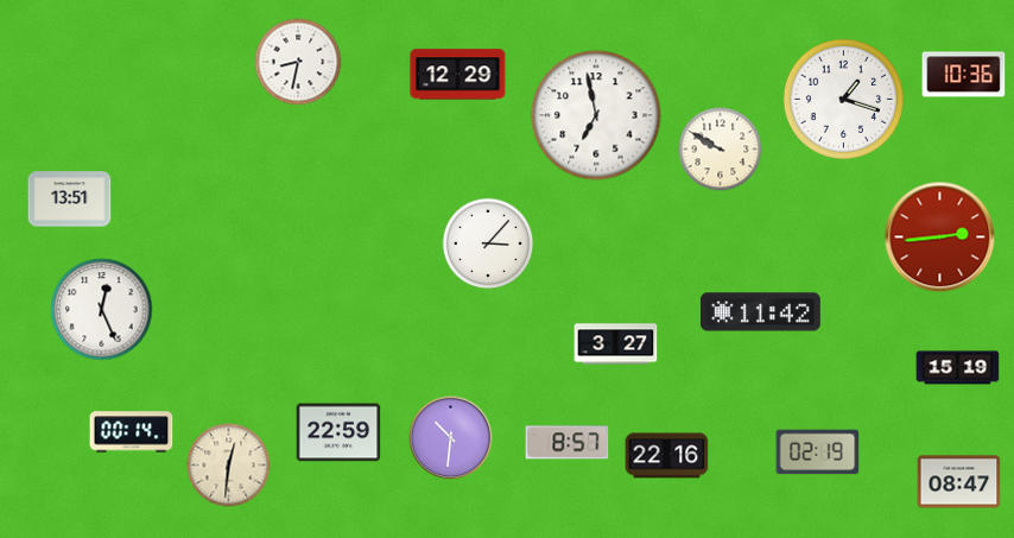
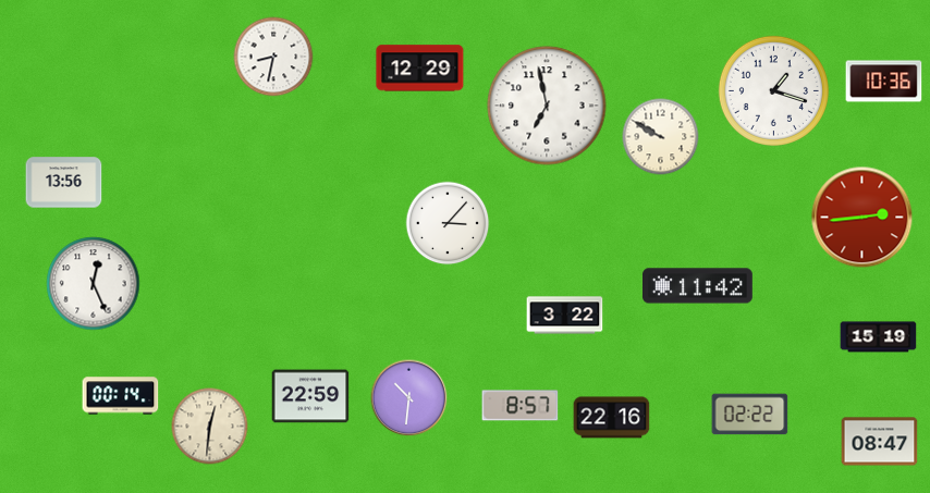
clock at (964, 75) position: (964, 75) -> (884, 82)
clock at (70, 200): 13:51 -> 13:56
clock at (616, 344): 3:27 -> 3:22
clock at (451, 438) position: (451, 438) -> (409, 398)
clock at (818, 452): 02:19 -> 02:22
